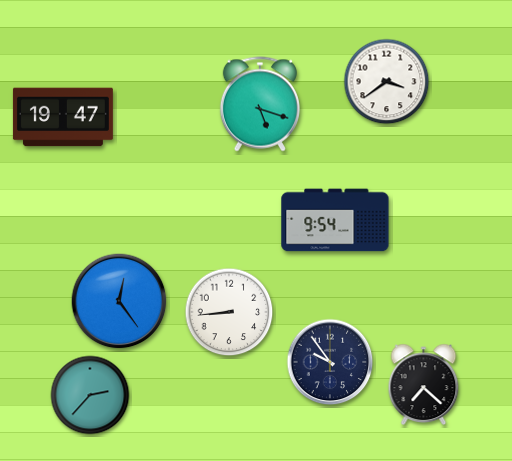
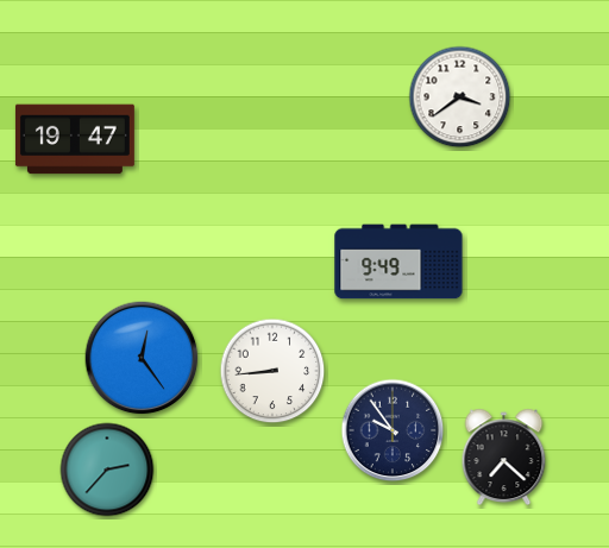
clock at (260, 104): 5:18 -> none
clock at (335, 220): 9:54 -> 9:49
